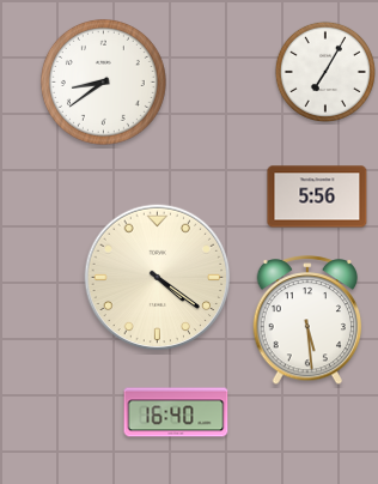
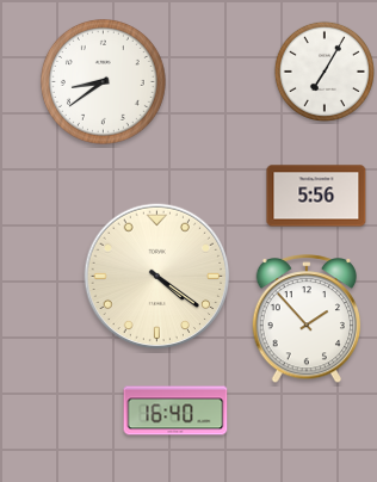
clock at (307, 321): 5:29 -> 1:53
